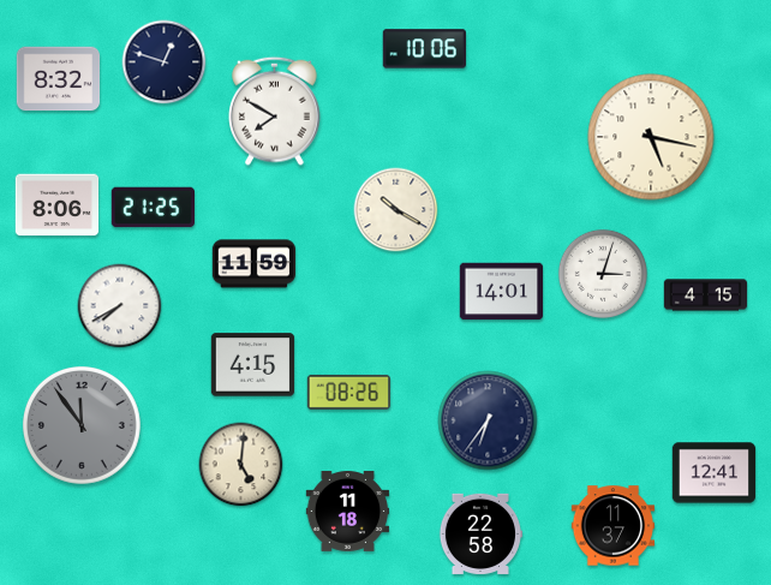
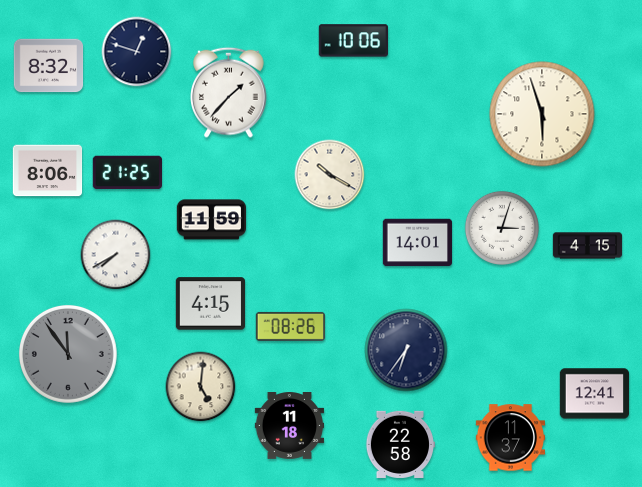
clock at (275, 111): 7:50 -> 1:37
clock at (651, 137): 5:17 -> 5:57
clock at (120, 306) position: (120, 306) -> (116, 255)
